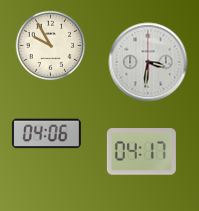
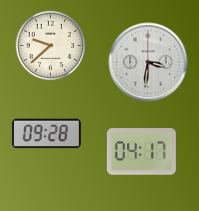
clock at (51, 46): 9:55 -> 9:38
clock at (46, 134): 04:06 -> 09:28
